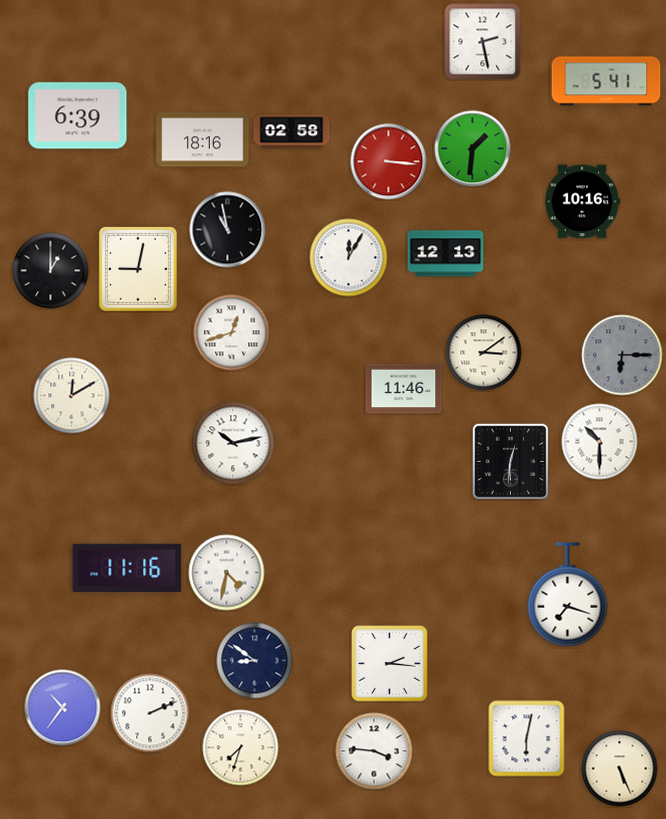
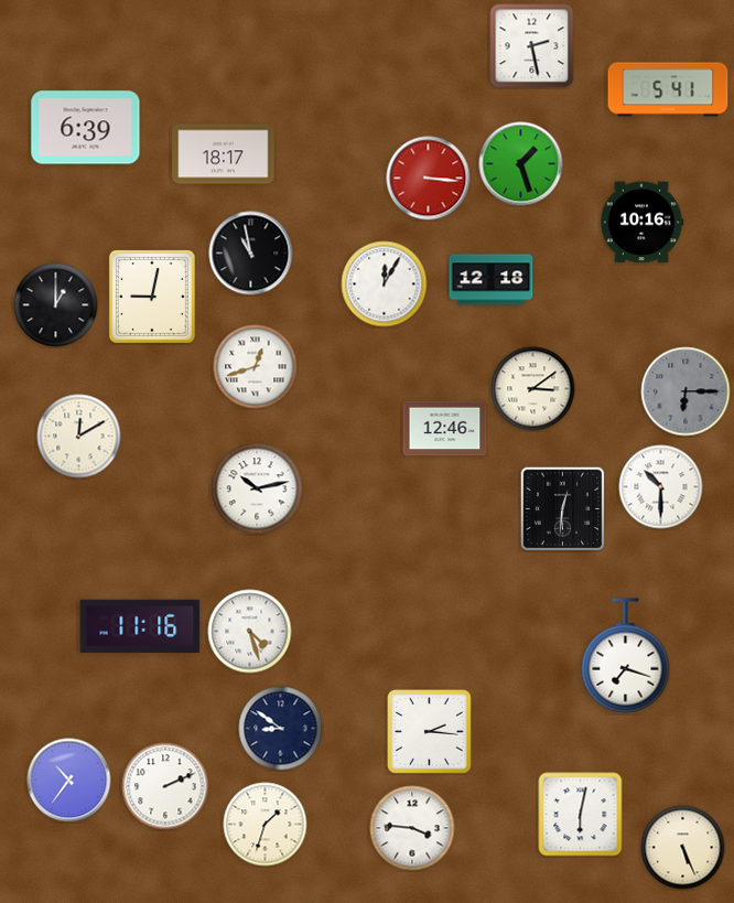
clock at (292, 132): 02:58 -> none
clock at (203, 140): 18:16 -> 18:17
clock at (473, 149): 1:31 -> 1:27
clock at (446, 254): 12:13 -> 12:18
clock at (51, 271) position: (51, 271) -> (56, 305)
clock at (404, 389): 11:46 -> 12:46
clock at (227, 573): 4:32 -> 4:27
clock at (241, 748): 7:33 -> 1:33
